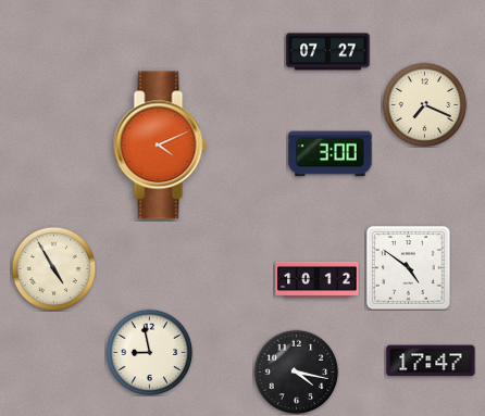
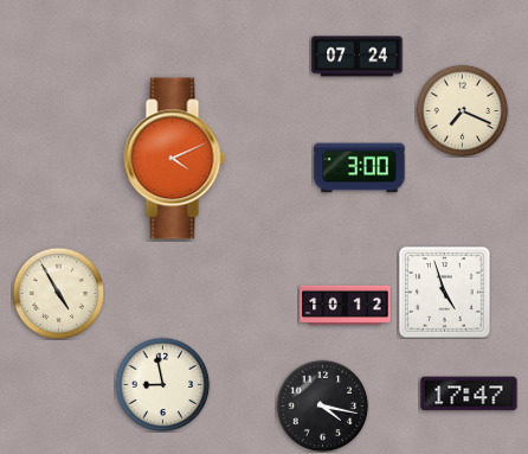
clock at (328, 52): 07:27 -> 07:24
clock at (424, 104) position: (424, 104) -> (462, 110)
clock at (409, 268): 4:51 -> 4:57
